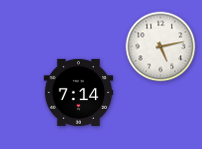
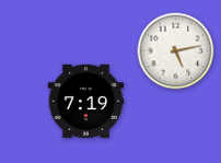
clock at (79, 92): 7:14 -> 7:19
